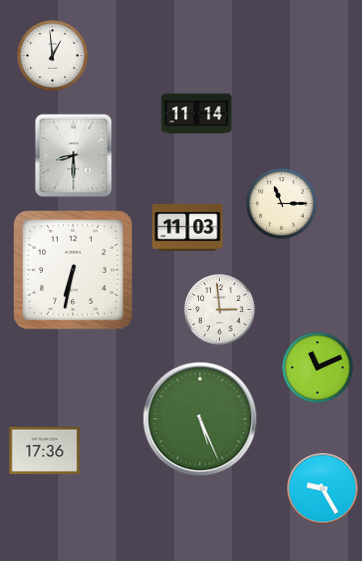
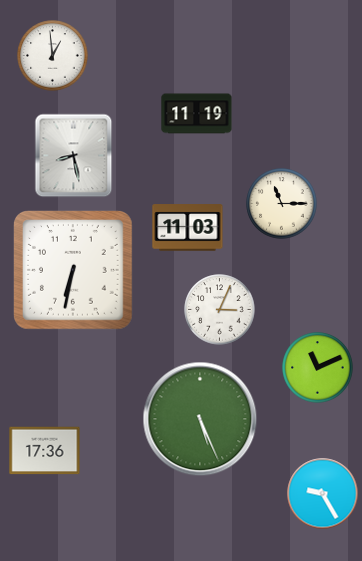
clock at (197, 114): 11:14 -> 11:19
clock at (74, 156): 8:30 -> 8:28
clock at (220, 310): 2:59 -> 3:04
clock at (323, 489) position: (323, 489) -> (323, 494)
